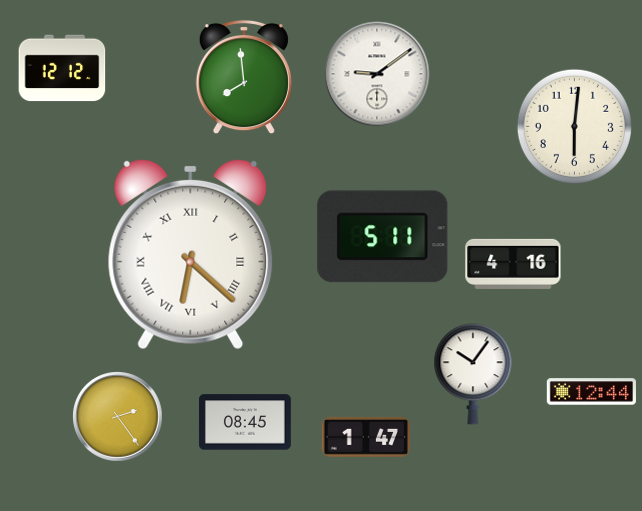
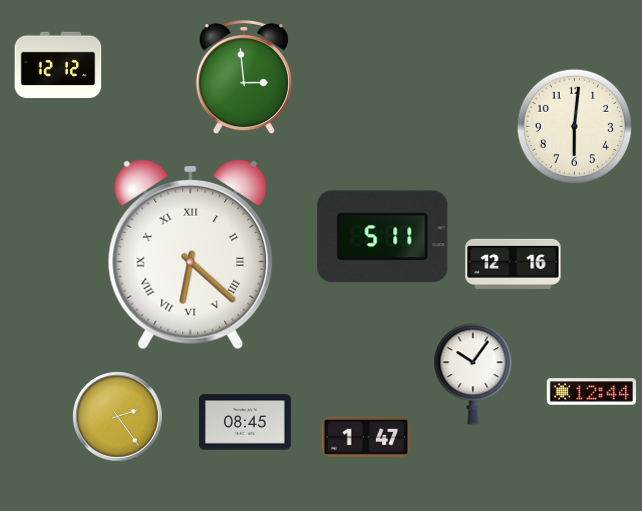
clock at (62, 68) position: (62, 68) -> (58, 65)
clock at (377, 74): 9:09 -> none
clock at (244, 77): 7:59 -> 2:59
clock at (513, 264): 4:16 -> 12:16
